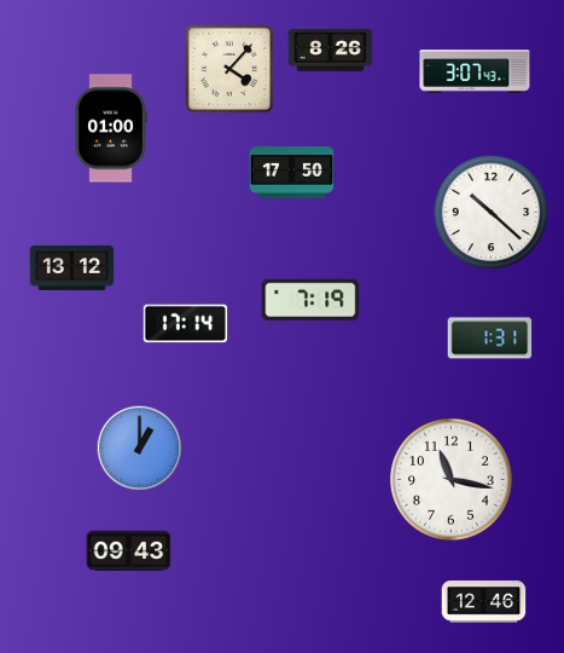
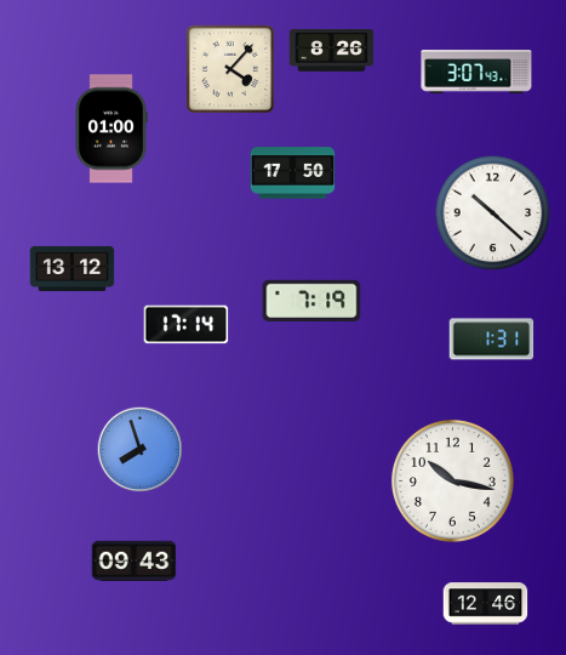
clock at (140, 449): 1:00 -> 7:57
clock at (450, 479): 11:17 -> 10:17
clock at (129, 551) position: (129, 551) -> (135, 562)
